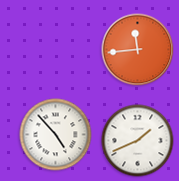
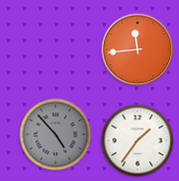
clock at (56, 135) dial: white -> grey
clock at (138, 141): 1:41 -> 1:36
